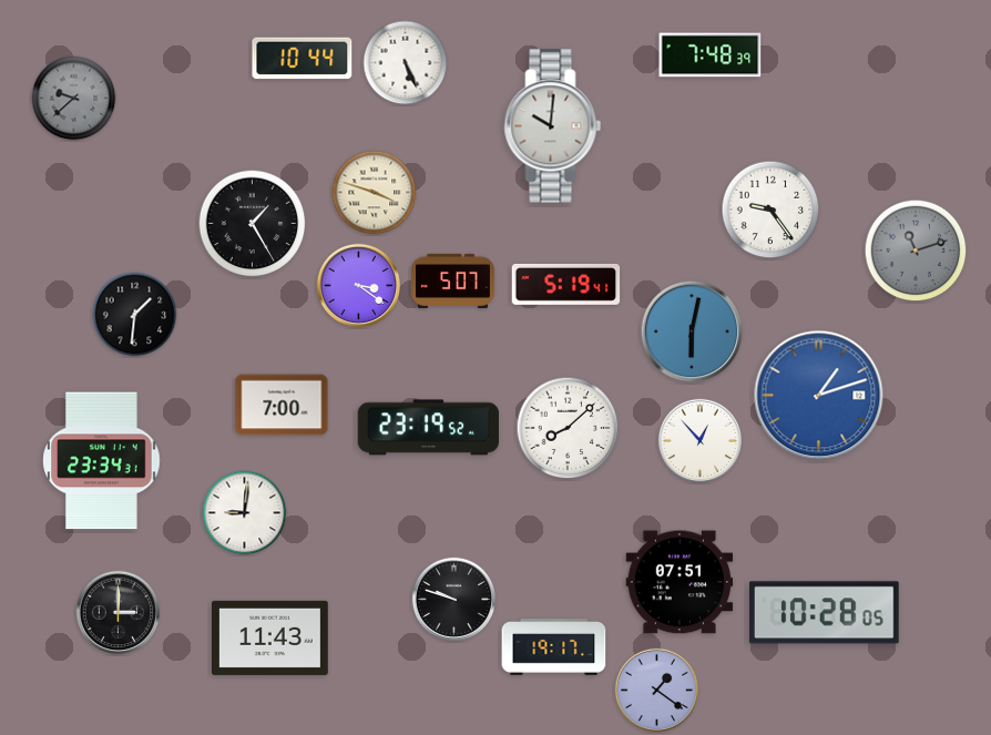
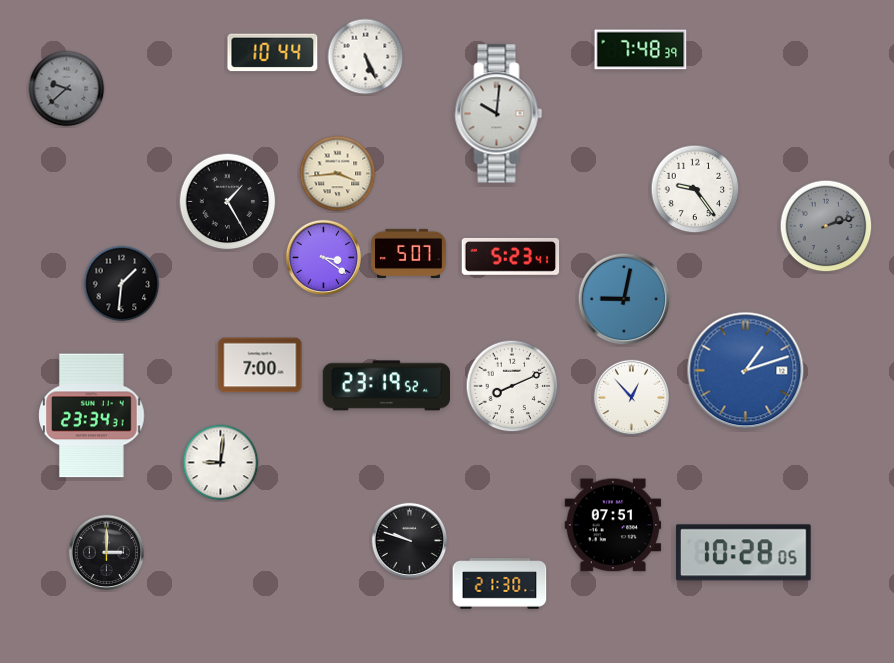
clock at (375, 193): 3:48 -> 3:44
clock at (916, 251): 11:12 -> 2:12
clock at (566, 284): 5:19 -> 5:23
clock at (692, 331): 6:02 -> 9:02
clock at (819, 396) position: (819, 396) -> (746, 371)
clock at (282, 405) position: (282, 405) -> (260, 365)
clock at (568, 428): 8:08 -> 8:11
clock at (270, 637): 11:43 -> none
clock at (554, 647): 19:17 -> 21:30
clock at (656, 690): 1:21 -> none
